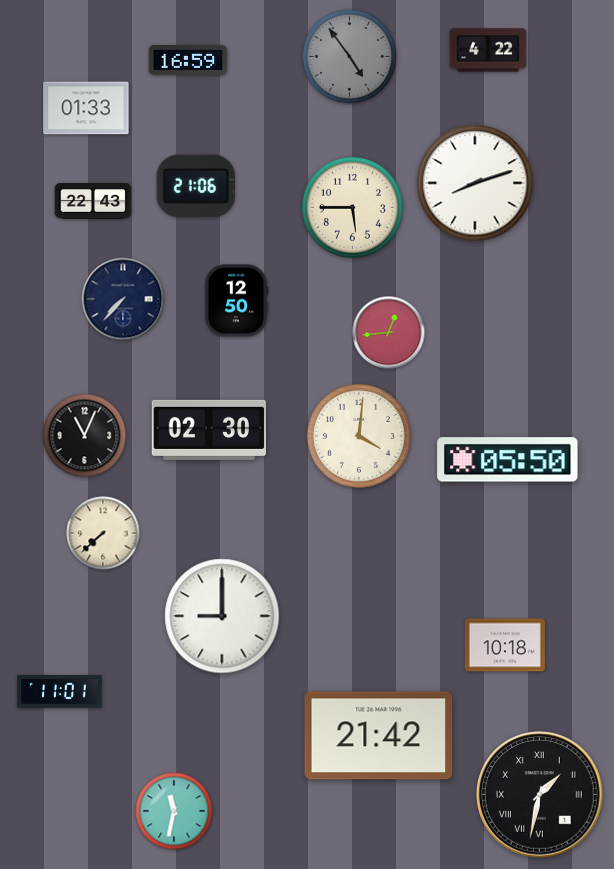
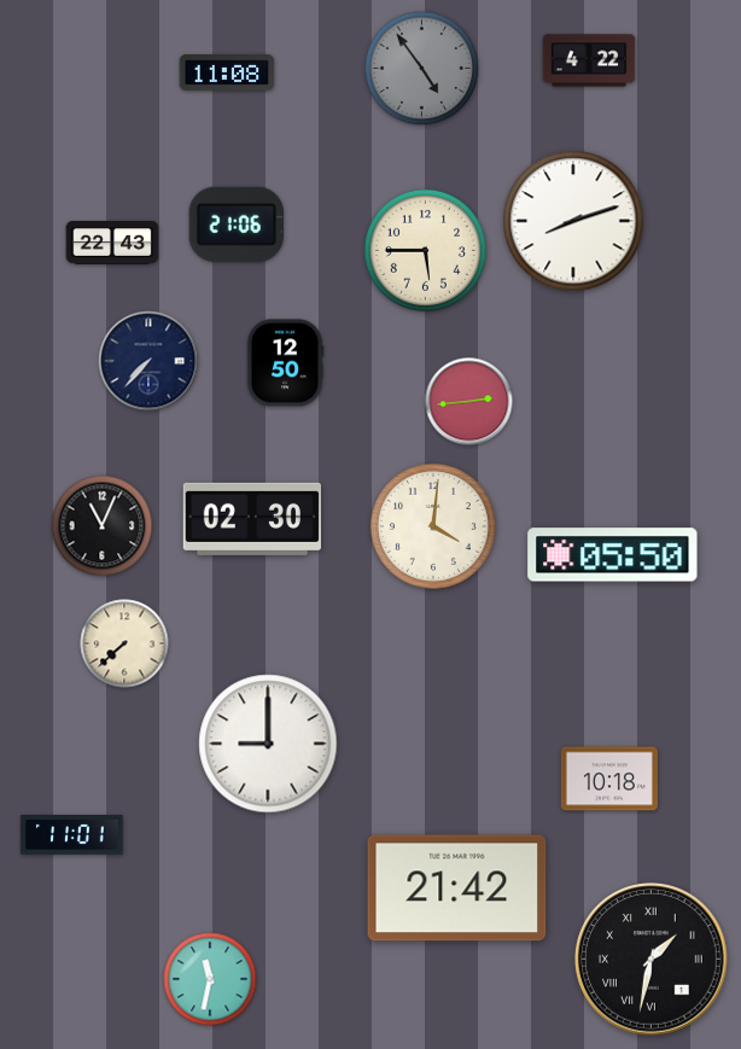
clock at (188, 61): 16:59 -> 11:08
clock at (86, 108): 01:33 -> none
clock at (389, 333): 12:44 -> 2:44
